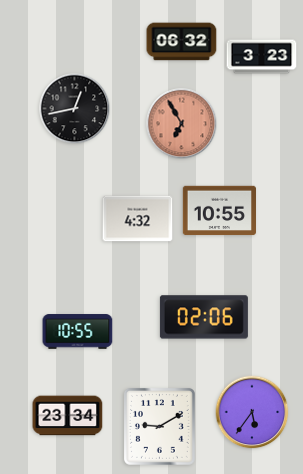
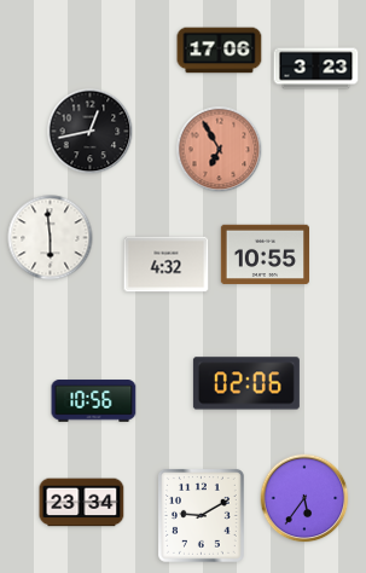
clock at (182, 42): 06:32 -> 17:06
clock at (51, 238): none -> 5:59
clock at (78, 332): 10:55 -> 10:56
clock at (159, 426) position: (159, 426) -> (201, 515)
